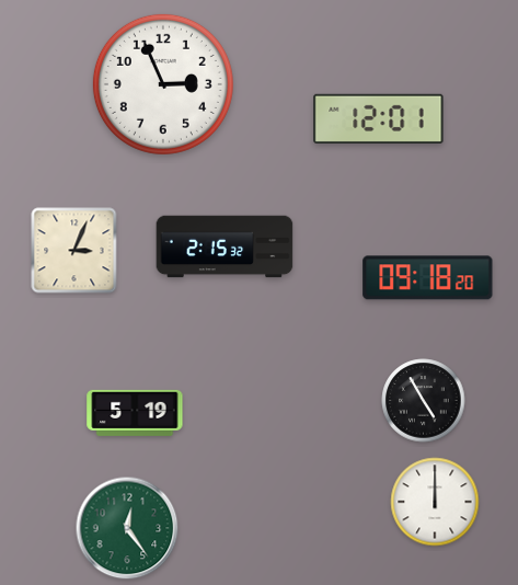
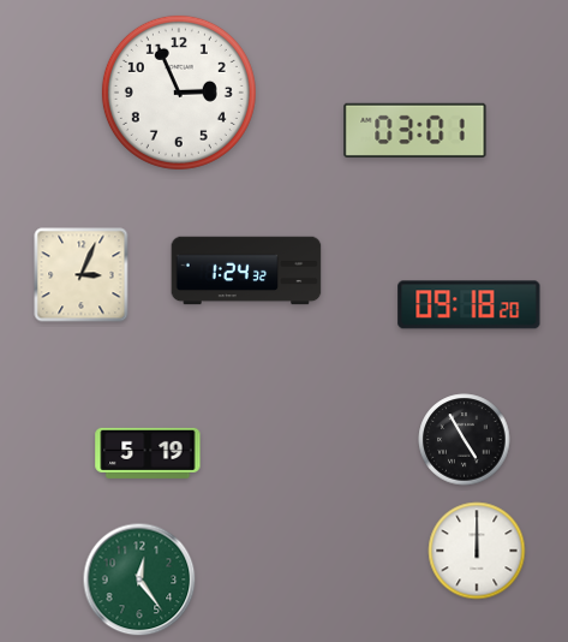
clock at (379, 118): 12:01 -> 03:01
clock at (225, 246): 2:15 -> 1:24
